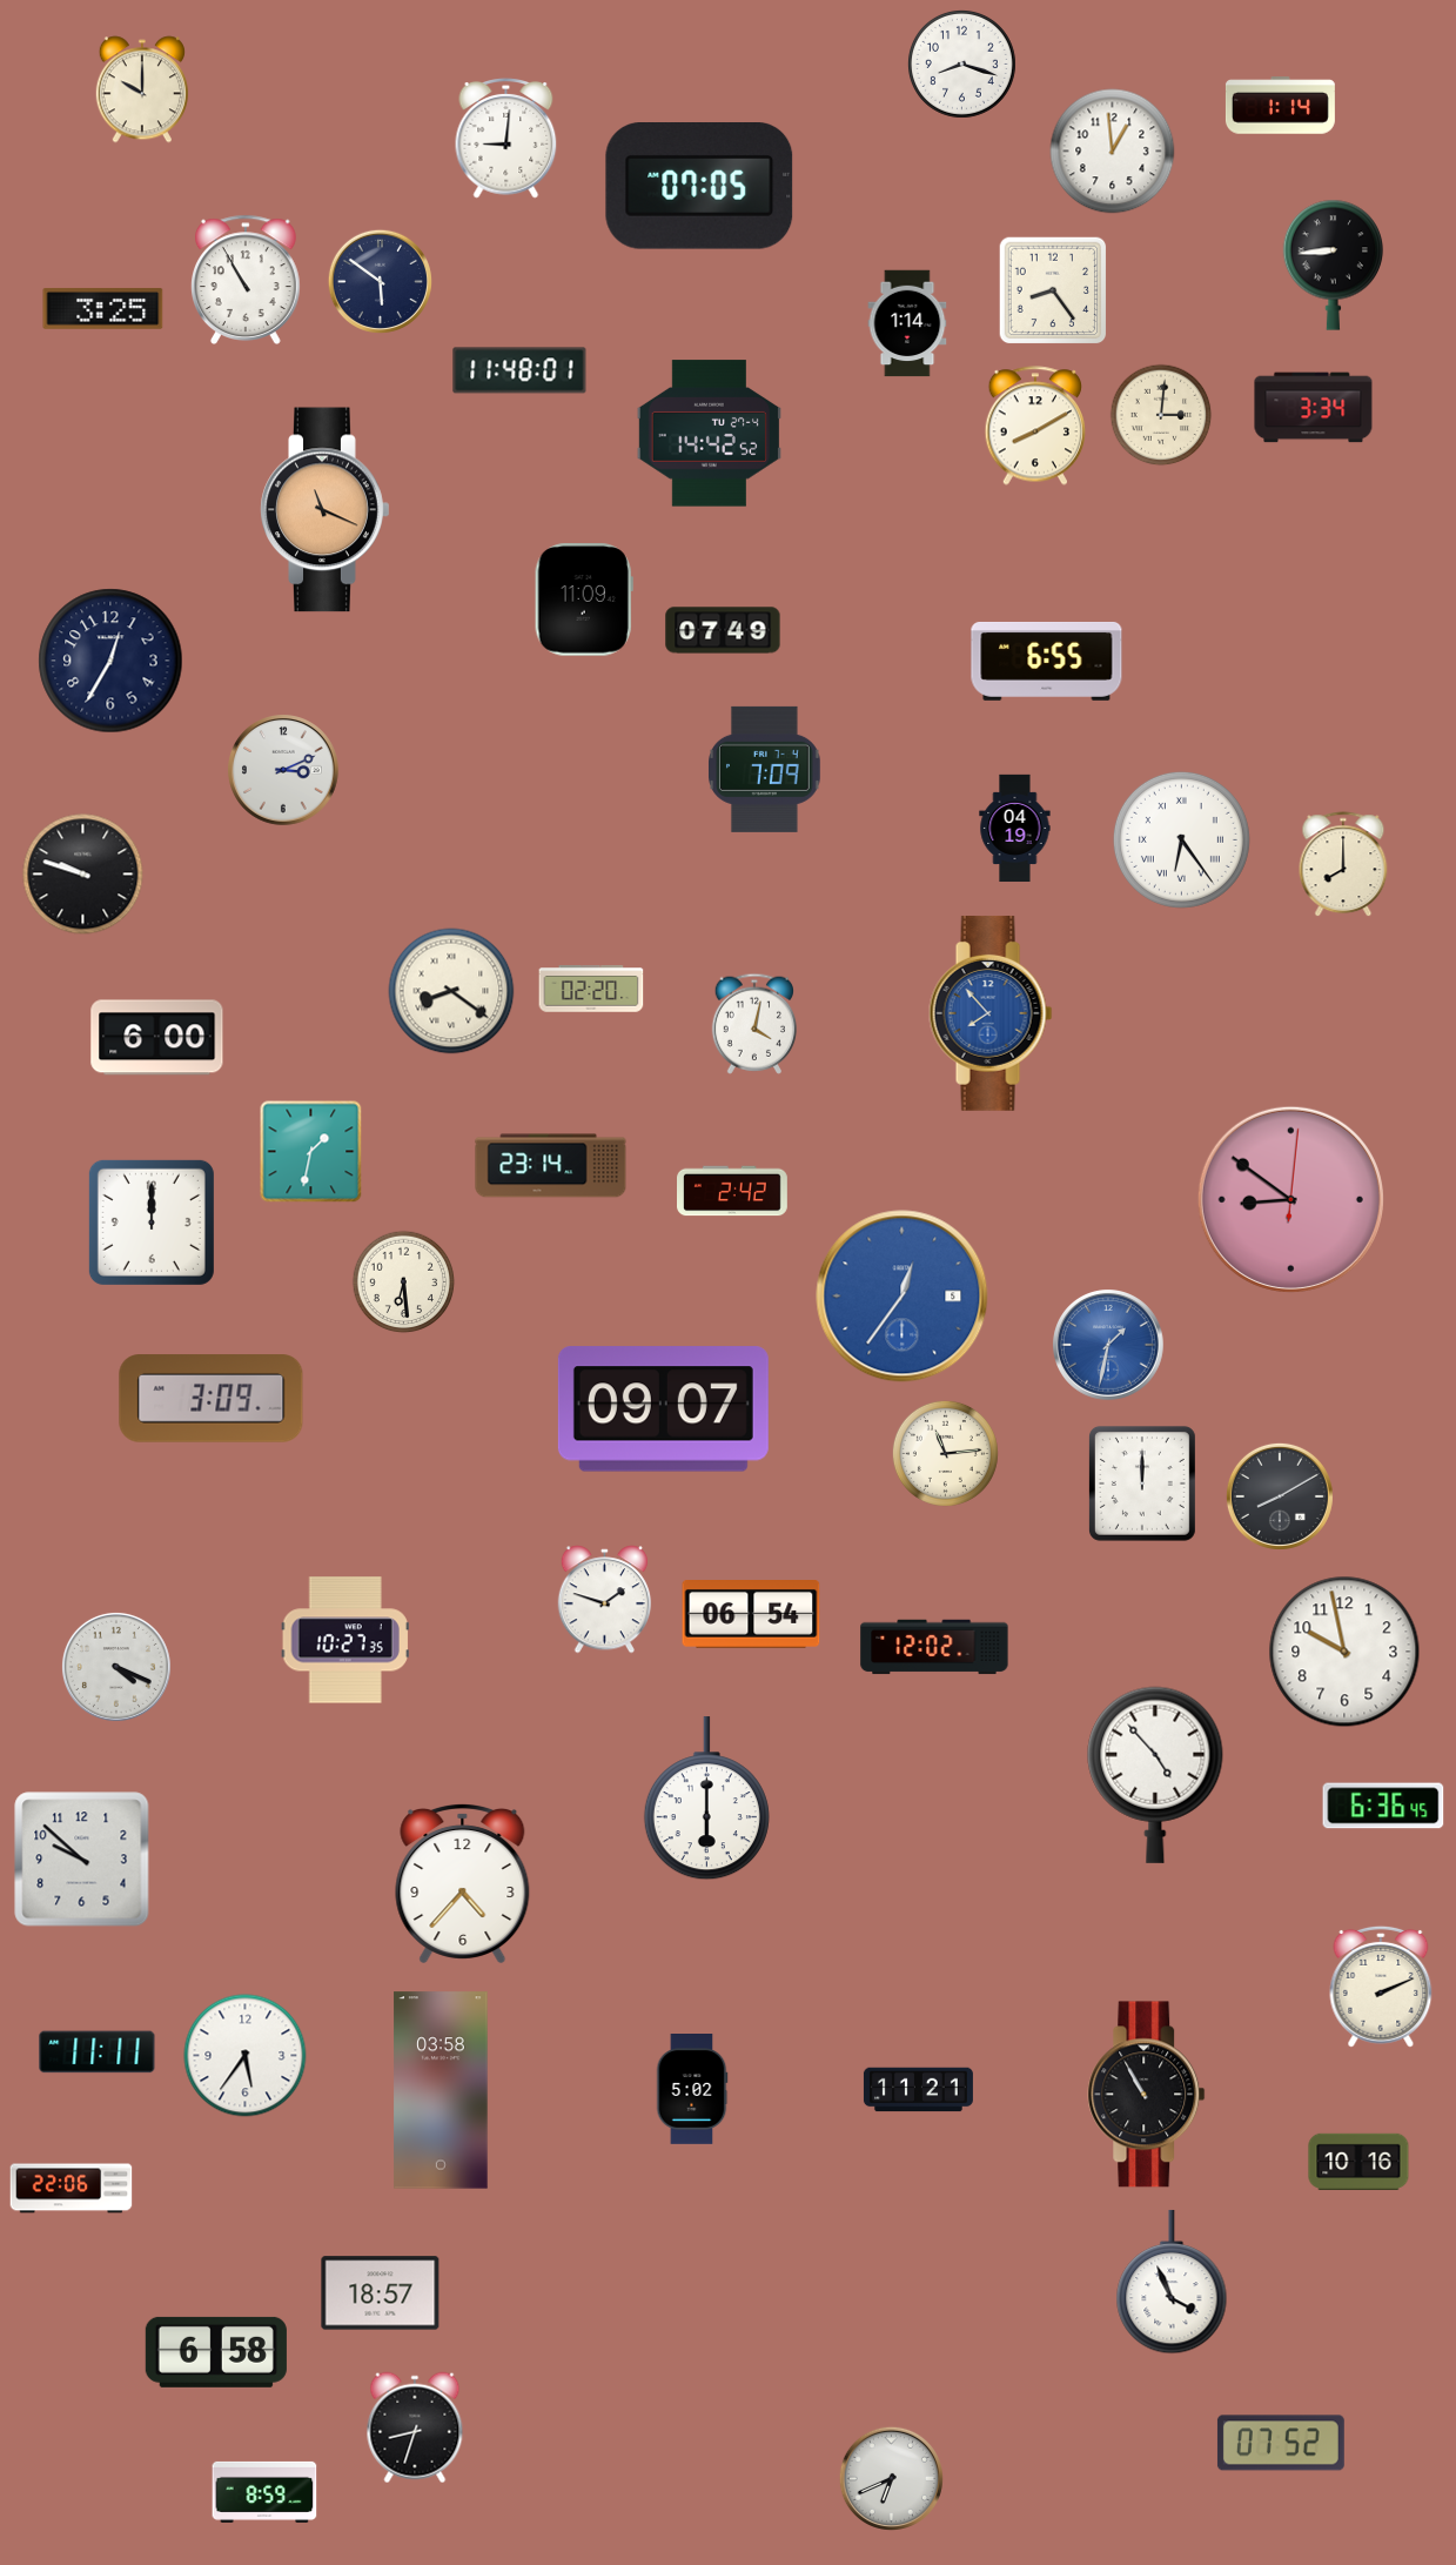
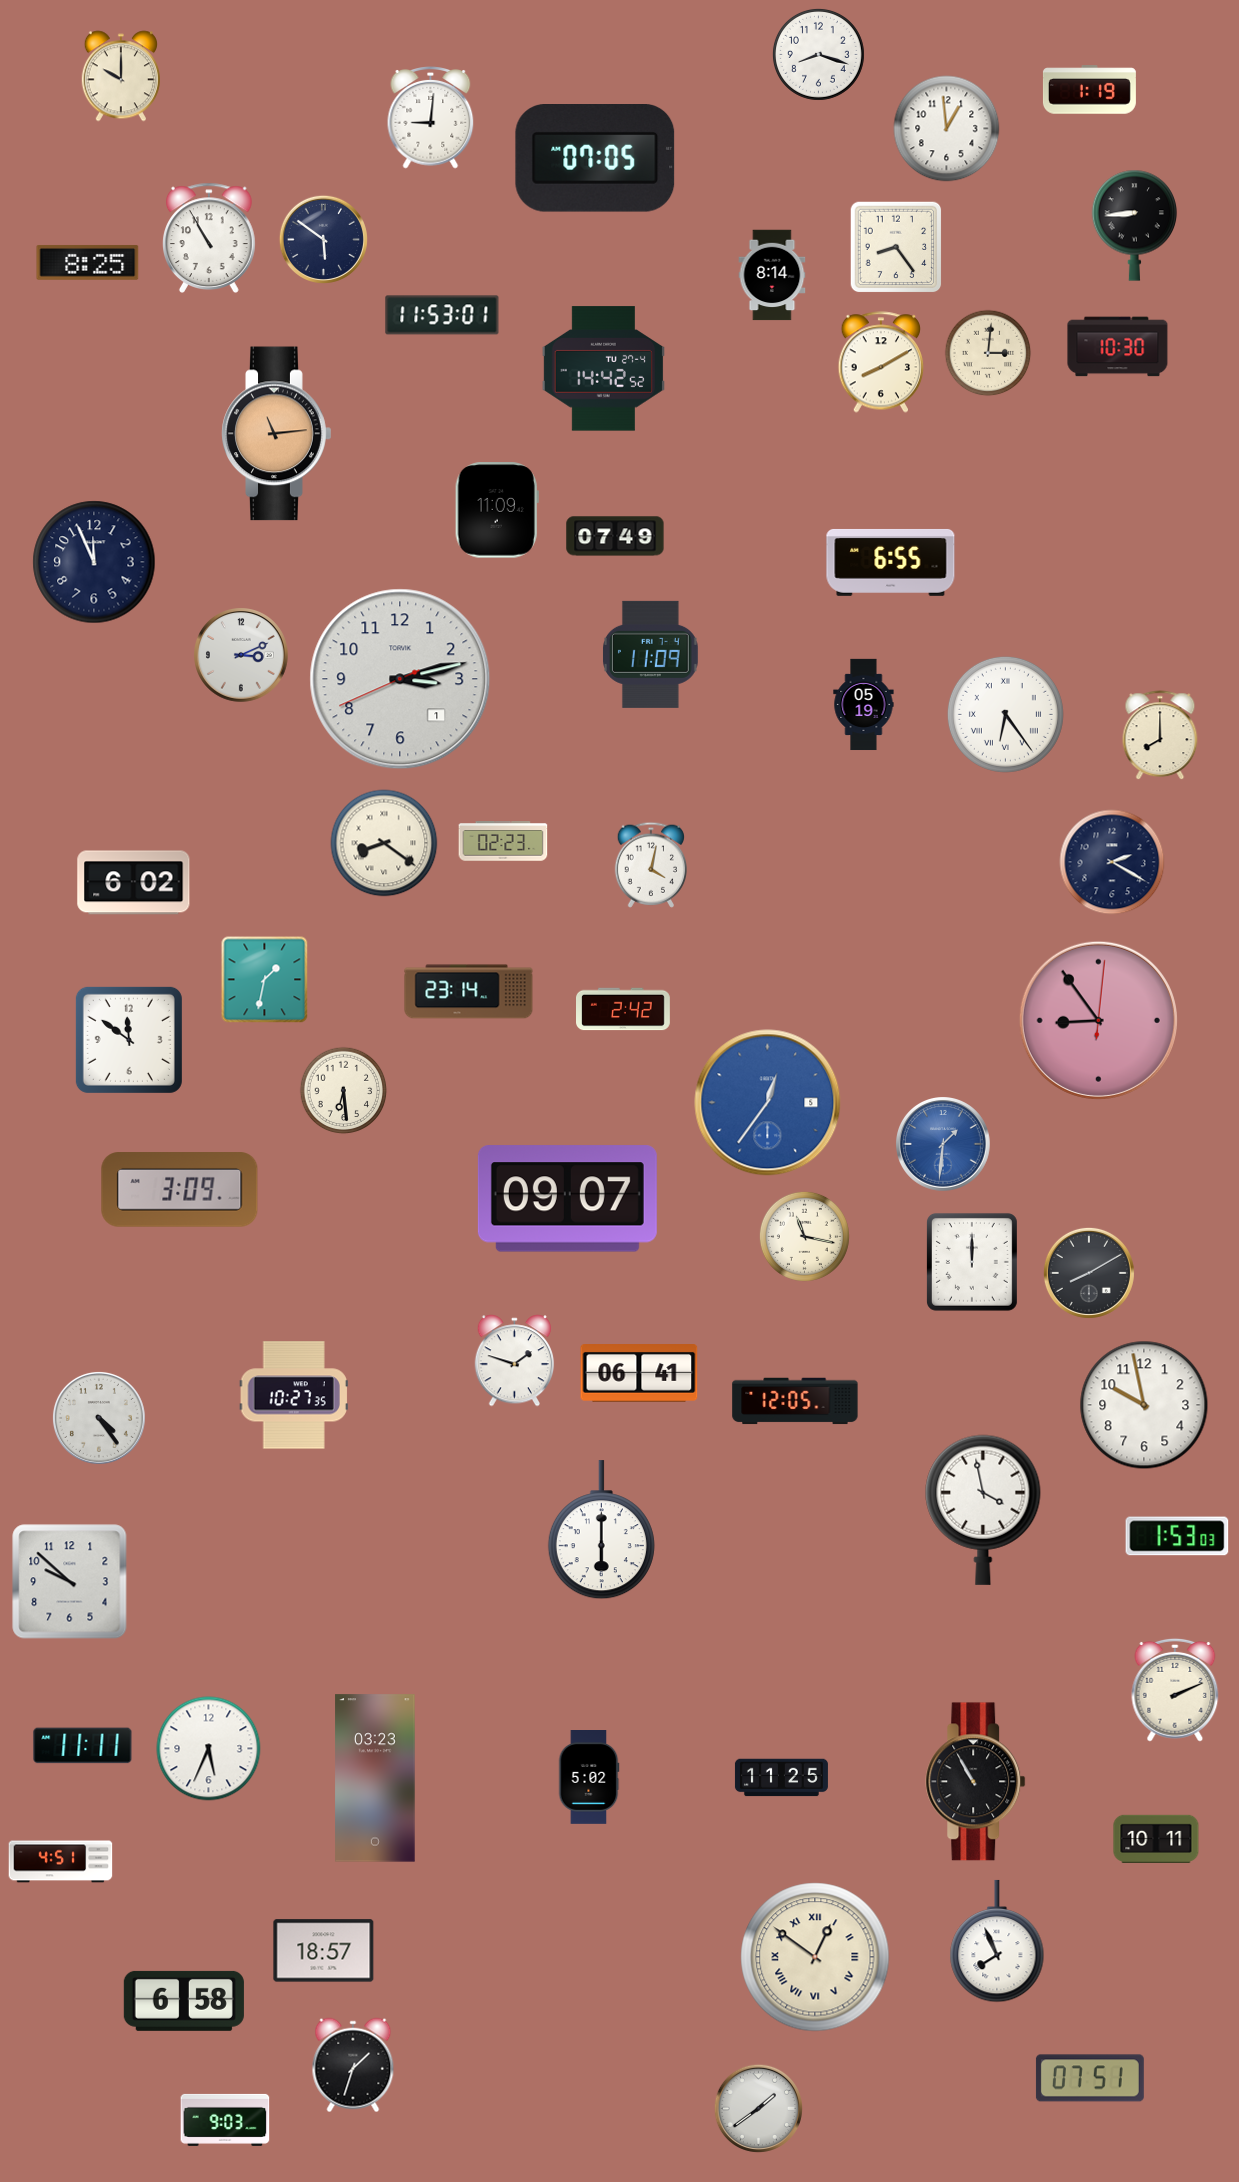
clock at (1280, 106): 1:14 -> 1:19
clock at (103, 309): 3:25 -> 8:25
clock at (907, 323): 1:14 -> 8:14
clock at (519, 370): 11:48 -> 11:53
clock at (1314, 408): 3:34 -> 10:30
clock at (326, 510): 11:19 -> 11:14
clock at (110, 661): 12:35 -> 11:56
clock at (765, 769): 7:09 -> 11:09
clock at (400, 679): none -> 3:12
clock at (1015, 829): 04:19 -> 05:19
clock at (1343, 865) position: (1343, 865) -> (1160, 736)
clock at (83, 875): 9:48 -> none
clock at (591, 989): 02:20 -> 02:23
clock at (991, 1013): 7:53 -> none
clock at (1112, 862): none -> 2:20
clock at (753, 1024) position: (753, 1024) -> (650, 865)
clock at (157, 1038): 6:00 -> 6:02
clock at (733, 1191) position: (733, 1191) -> (624, 1009)
clock at (1290, 1199): 8:51 -> 8:54
clock at (152, 1223): 12:00 -> 11:51
clock at (1109, 1346): 1:32 -> 1:31
clock at (663, 1409) position: (663, 1409) -> (567, 1199)
clock at (945, 1453): 11:14 -> 11:17
clock at (751, 1615): 06:54 -> 06:41
clock at (934, 1647): 12:02 -> 12:05
clock at (116, 1667): 4:19 -> 4:24
clock at (1155, 1775): 4:53 -> 3:58
clock at (1383, 1806): 6:36 -> 1:53
clock at (463, 1883): 4:37 -> none
clock at (246, 2056): 5:36 -> 5:34
clock at (441, 2090): 03:58 -> 03:23
clock at (918, 2090): 11:21 -> 11:25
clock at (1358, 2161): 10:16 -> 10:11
clock at (72, 2189): 22:06 -> 4:51
clock at (1172, 2282): 3:56 -> 7:56
clock at (815, 1957): none -> 12:51
clock at (415, 2427): 8:33 -> 1:33
clock at (1281, 2443): 07:52 -> 07:51
clock at (891, 2478): 6:41 -> 1:39
clock at (264, 2492): 8:59 -> 9:03
